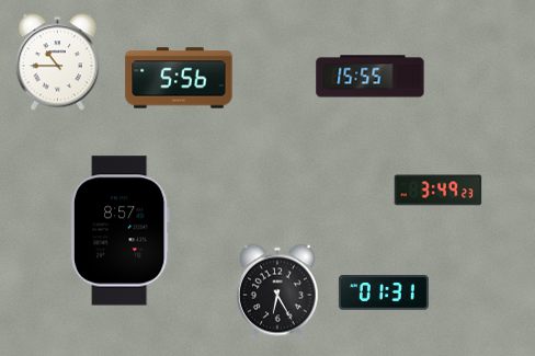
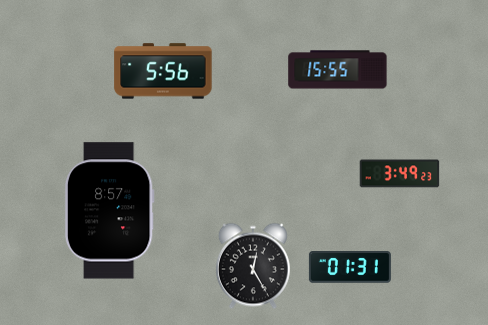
clock at (57, 62): 10:45 -> none
clock at (277, 291): 6:25 -> 12:25
